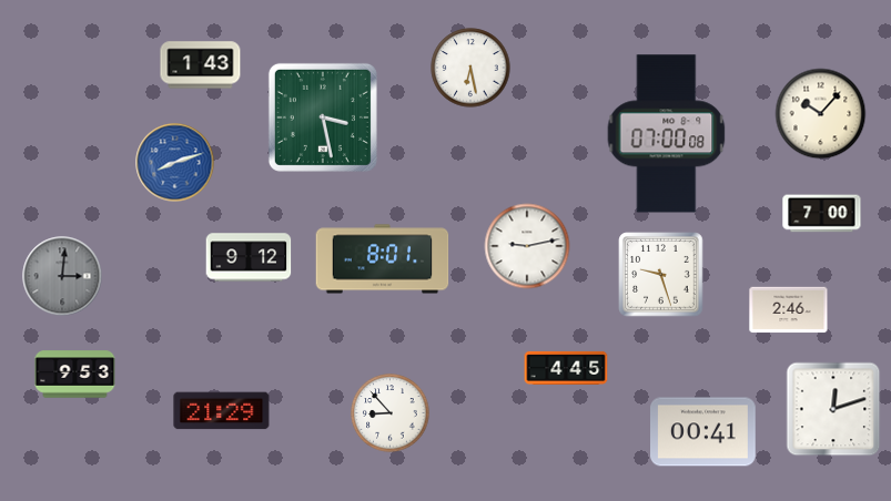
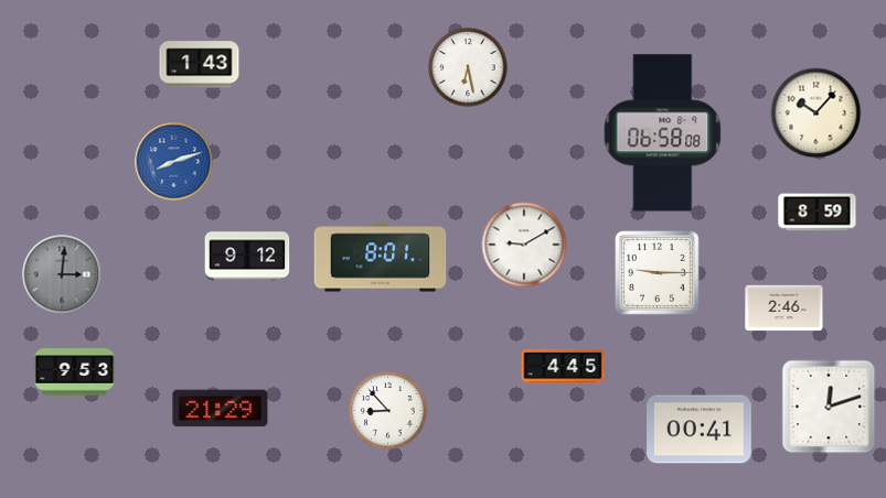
clock at (323, 117): 3:28 -> none
clock at (667, 134): 07:00 -> 06:58
clock at (822, 214): 7:00 -> 8:59
clock at (527, 246): 9:13 -> 9:10
clock at (661, 275): 9:27 -> 9:15
